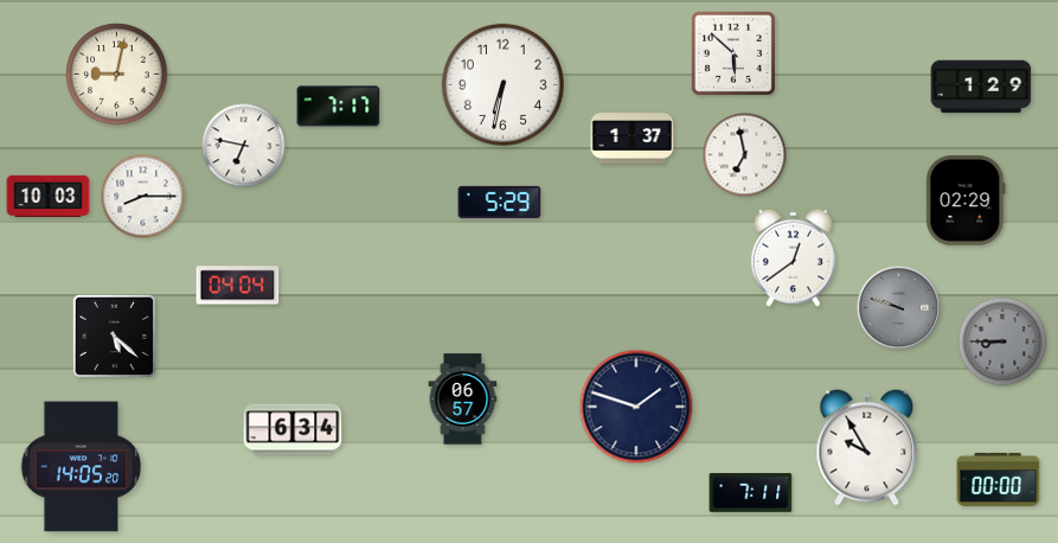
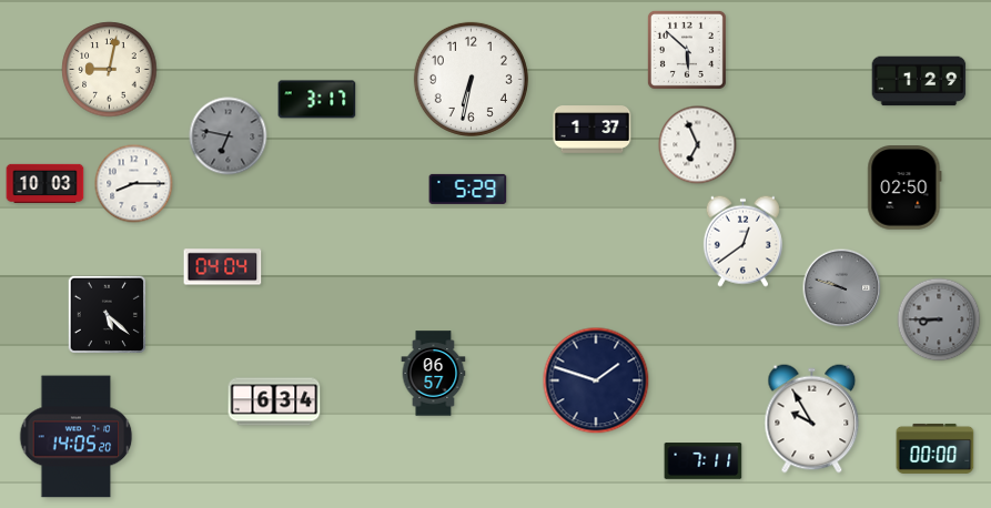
clock at (339, 107): 7:17 -> 3:17
clock at (244, 146) dial: white -> grey
clock at (745, 155): 6:58 -> 6:56
clock at (966, 200): 02:29 -> 02:50
